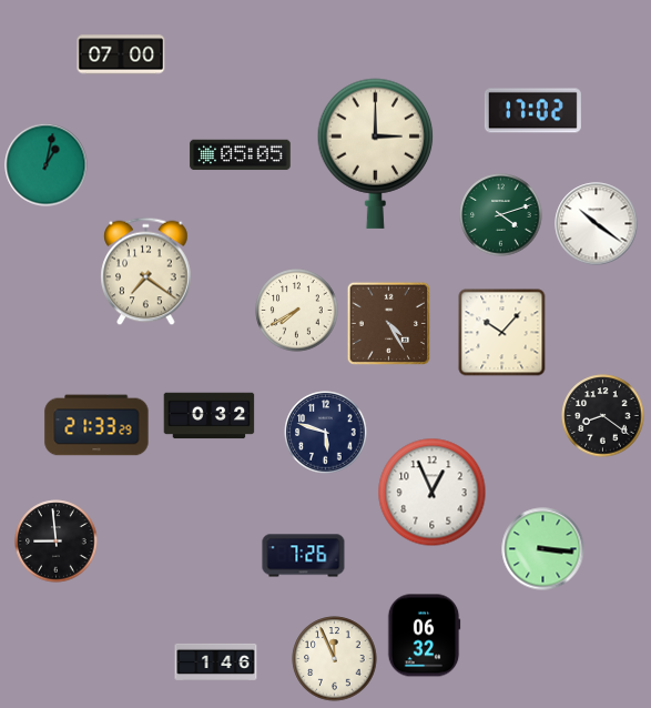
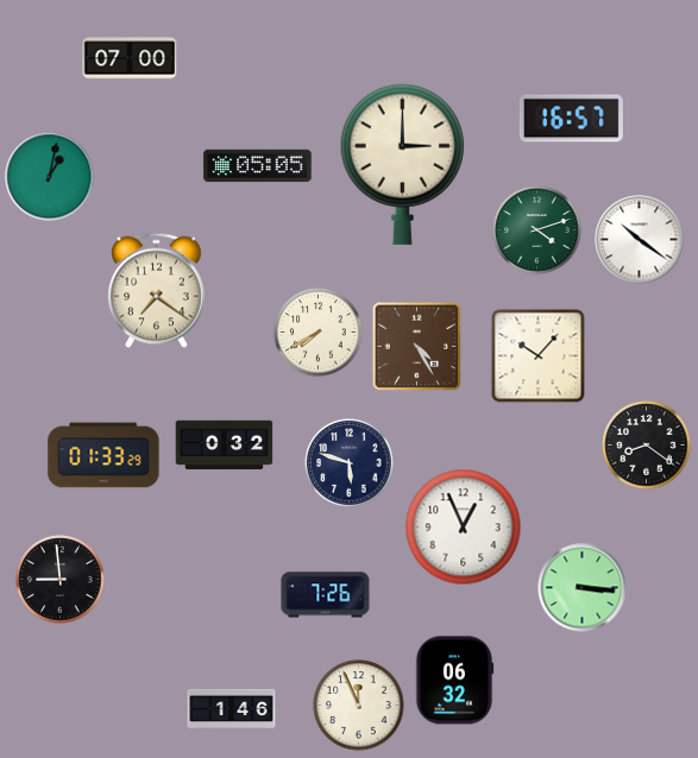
clock at (532, 111): 17:02 -> 16:57
clock at (96, 425): 21:33 -> 01:33
